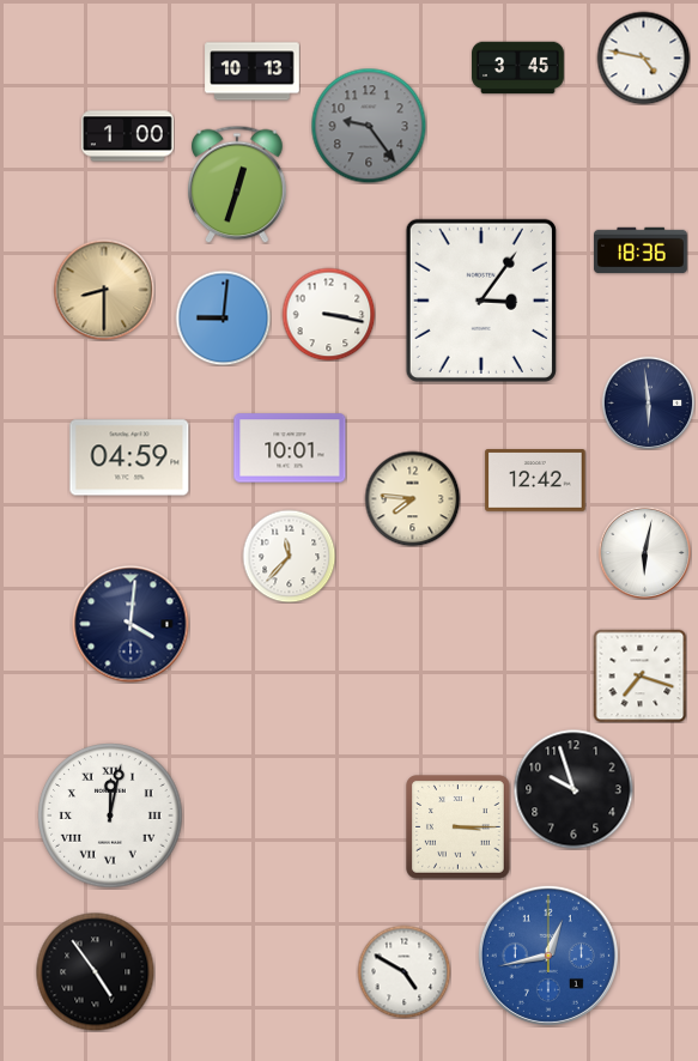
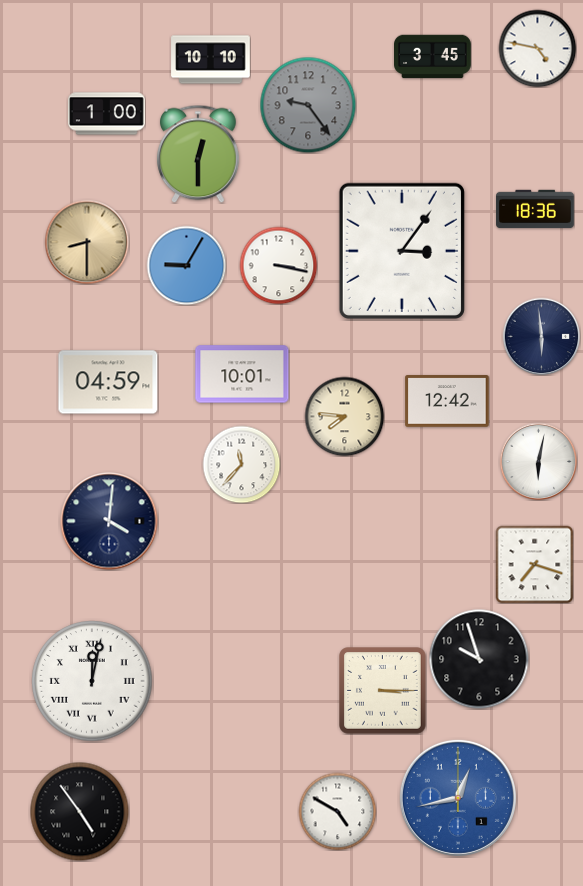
clock at (253, 72): 10:13 -> 10:10
clock at (237, 184): 12:33 -> 12:30
clock at (328, 314) position: (328, 314) -> (278, 265)
clock at (223, 317): 9:01 -> 9:05
